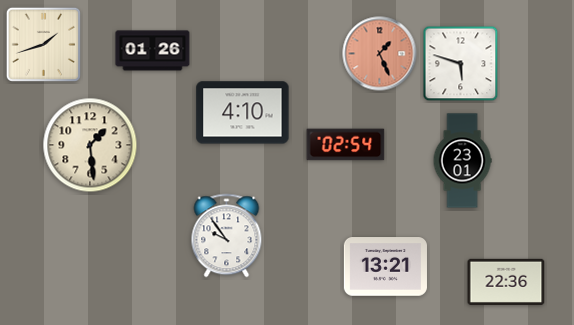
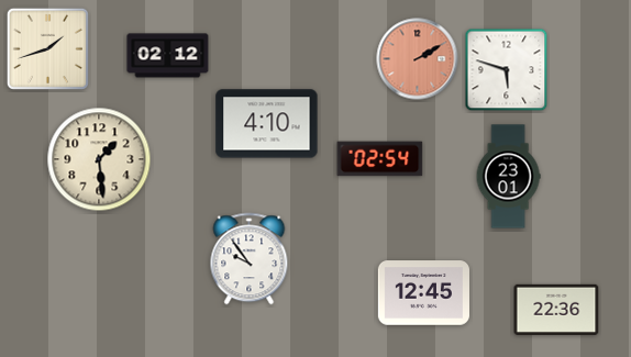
clock at (153, 51): 01:26 -> 02:12
clock at (380, 54): 1:26 -> 2:10
clock at (385, 267): 13:21 -> 12:45
